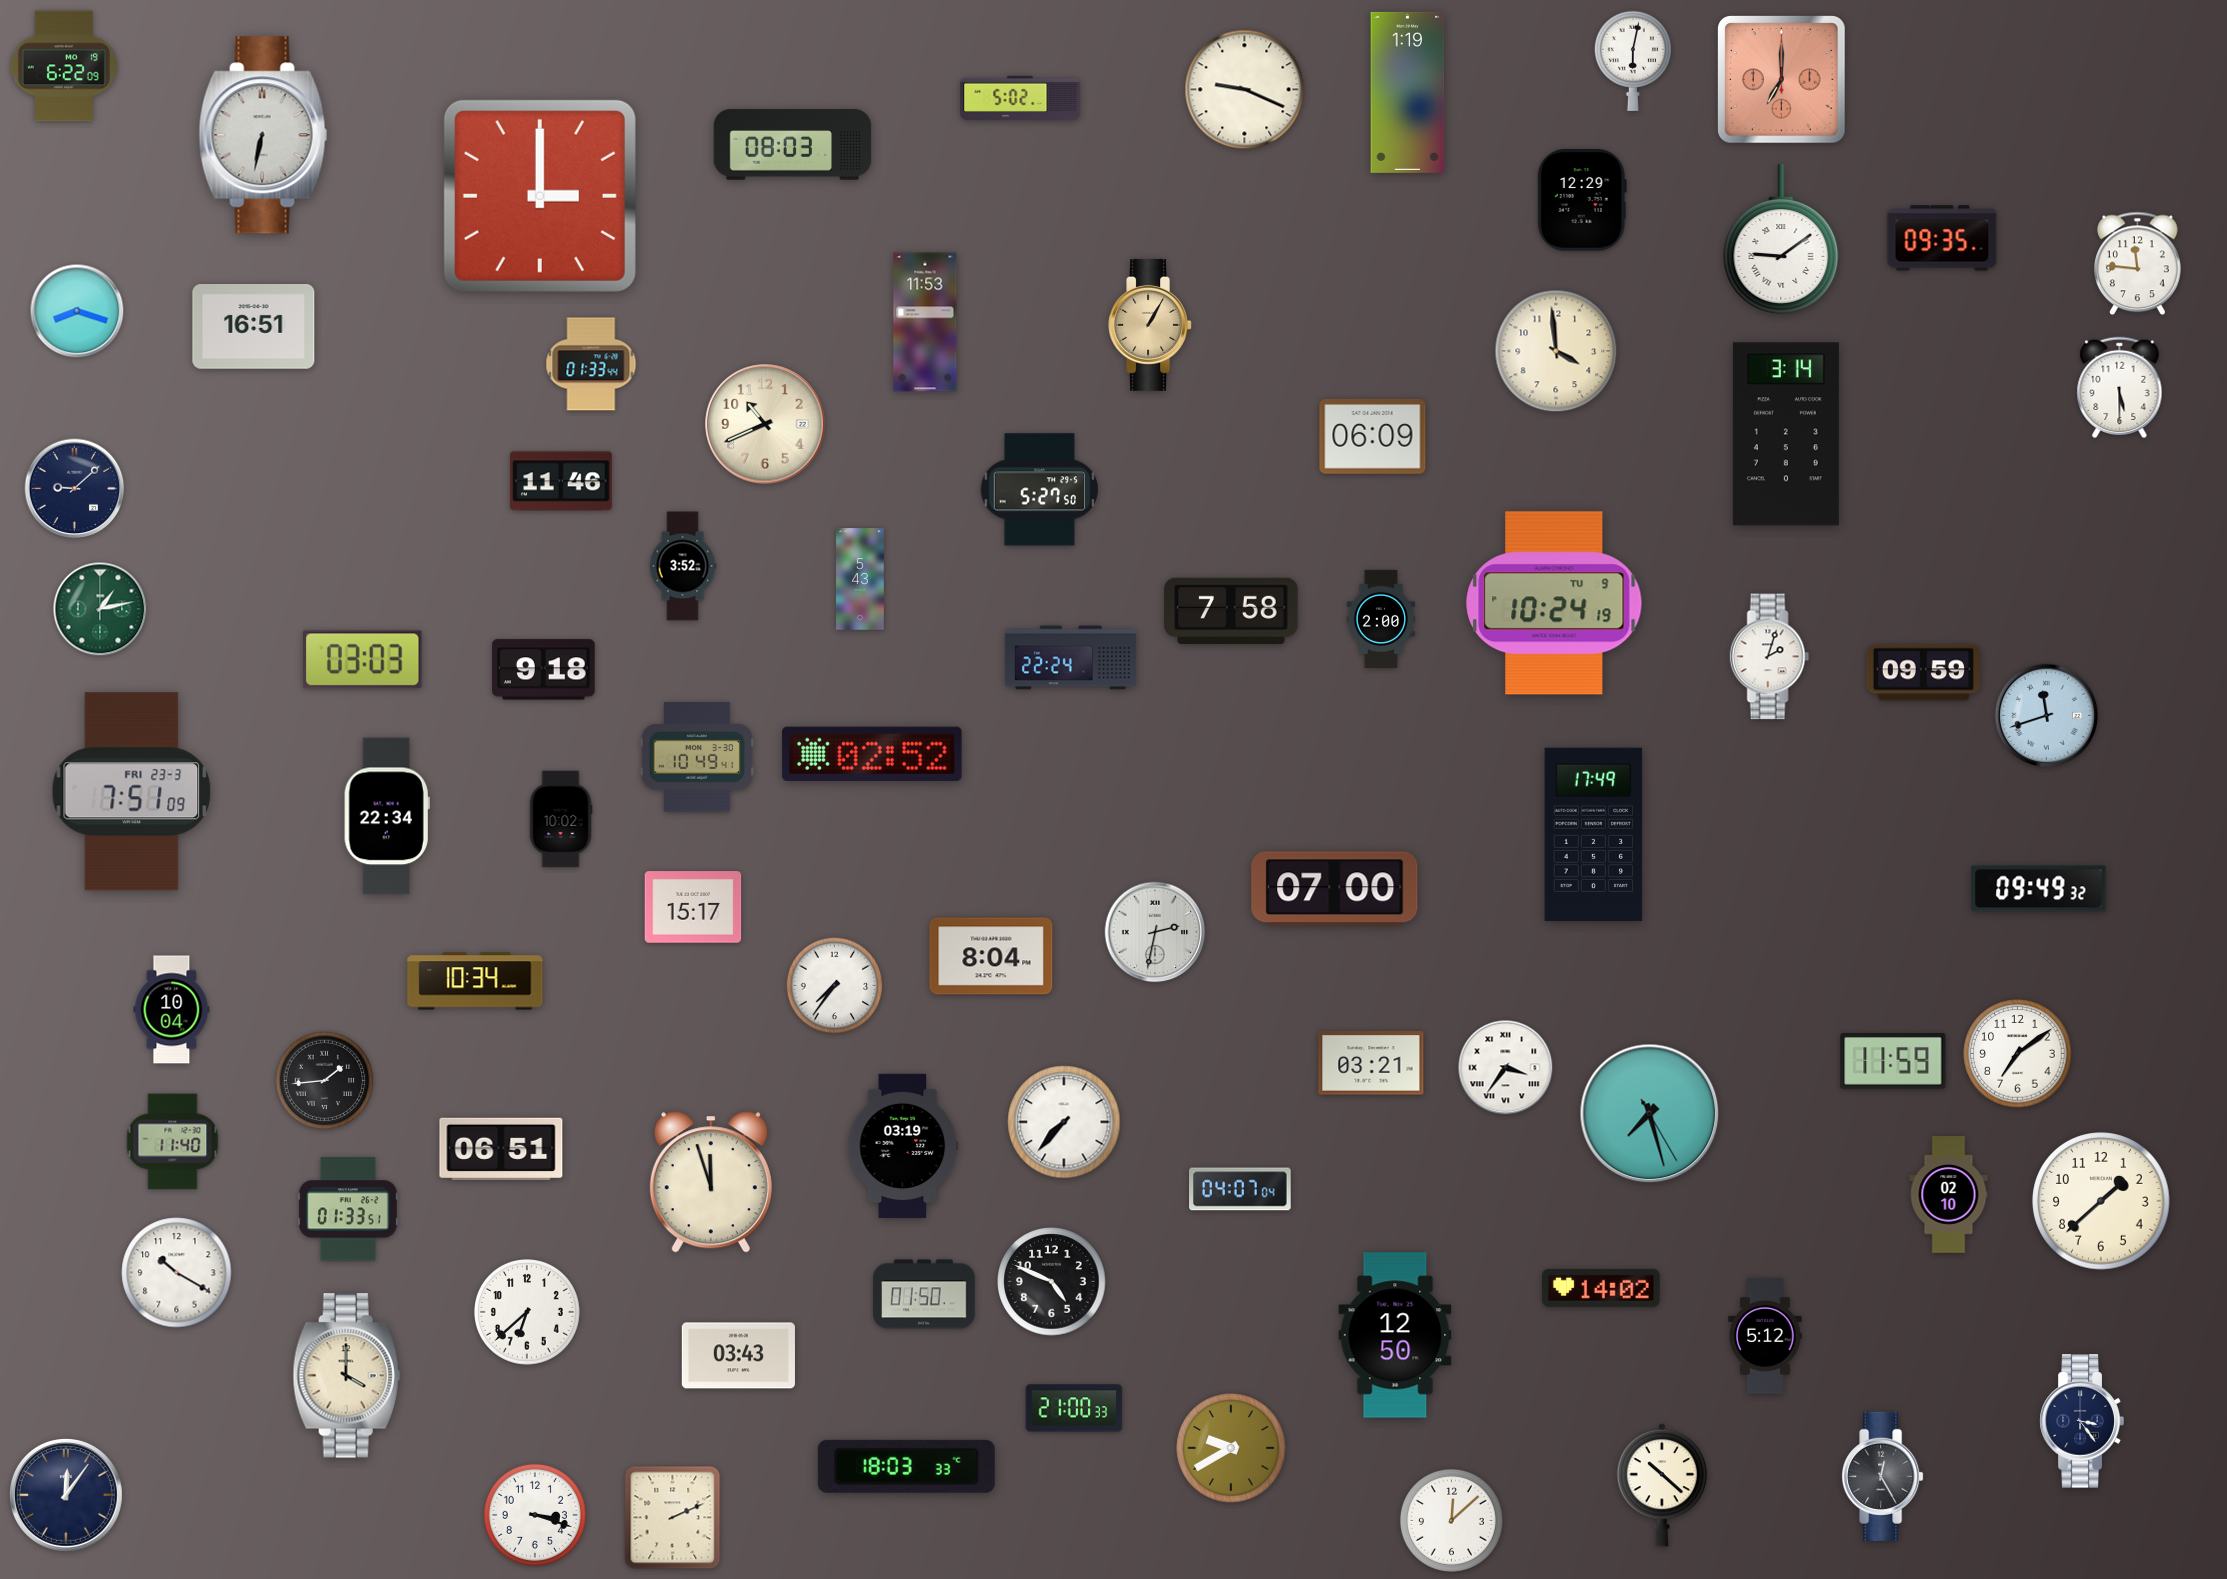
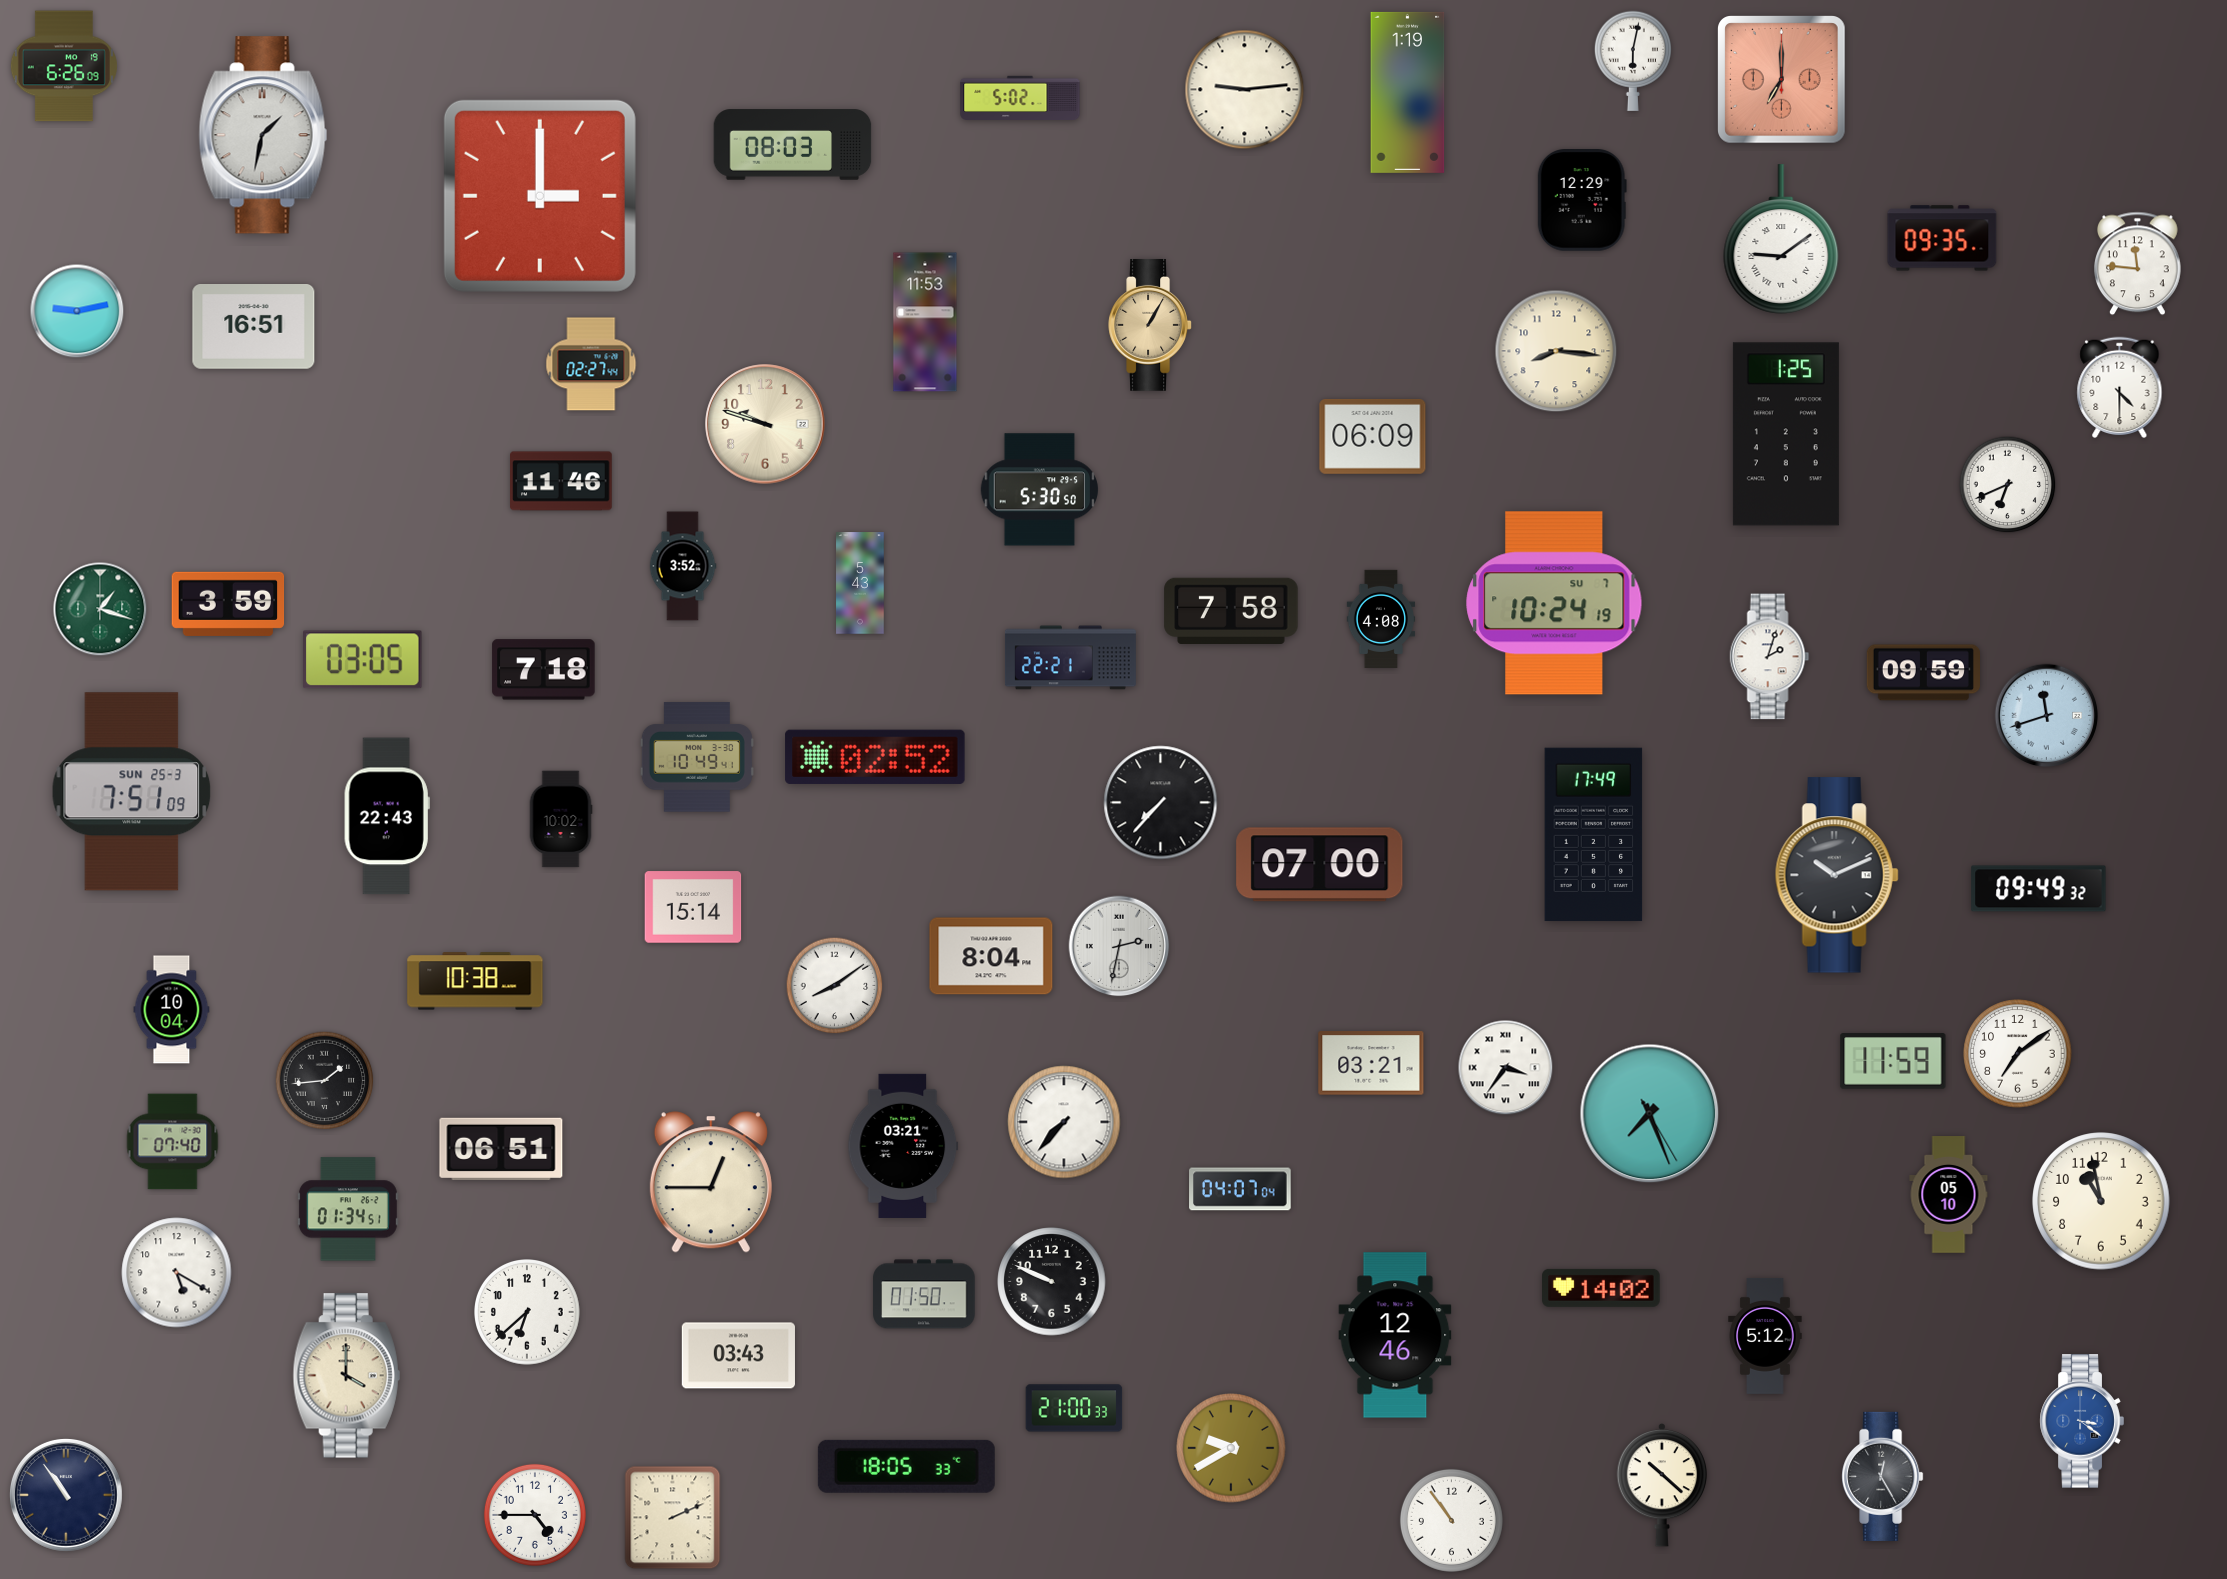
clock at (64, 66): 6:22 -> 6:26
clock at (1245, 90): 9:19 -> 9:14
clock at (263, 135): 6:32 -> 1:32
clock at (77, 311): 8:18 -> 9:13
clock at (1556, 351): 3:59 -> 8:16
clock at (591, 364): 01:33 -> 02:27
clock at (2120, 388): 5:30 -> 4:30
clock at (765, 424): 10:41 -> 9:48
clock at (1786, 434): 3:14 -> 1:25
clock at (2008, 485): none -> 6:41
clock at (75, 489): 9:08 -> none
clock at (1039, 490): 5:27 -> 5:30
clock at (860, 579) position: (860, 579) -> (860, 583)
clock at (1554, 603) date: TU 9 -> SU 7
clock at (228, 604): none -> 3:59
clock at (100, 609): 1:13 -> 1:18
clock at (1381, 618): 2:00 -> 4:08
clock at (1070, 658): 22:24 -> 22:21
clock at (363, 660): 03:03 -> 03:05
clock at (544, 670): 9:18 -> 7:18
clock at (872, 753) position: (872, 753) -> (875, 756)
clock at (132, 792) date: FRI 23-3 -> SUN 25-3
clock at (1161, 803): none -> 7:37
clock at (387, 816): 22:34 -> 22:43
clock at (1837, 875): none -> 10:11
clock at (1335, 889) position: (1335, 889) -> (1320, 865)
clock at (693, 907): 15:17 -> 15:14
clock at (1155, 932) position: (1155, 932) -> (1119, 946)
clock at (475, 981): 10:34 -> 10:38
clock at (835, 986): 7:36 -> 8:09
clock at (1650, 1114): 7:27 -> 7:26
clock at (173, 1142): 11:40 -> 07:40
clock at (903, 1146): 03:19 -> 03:21
clock at (711, 1182): 11:57 -> 12:45
clock at (1949, 1195): 02:10 -> 05:10
clock at (2101, 1201): 1:38 -> 10:58
clock at (348, 1209): 01:33 -> 01:34
clock at (177, 1273): 10:20 -> 5:20
clock at (1052, 1282): 4:49 -> 9:49
clock at (1395, 1335): 12:50 -> 12:46
clock at (2082, 1421): 3:24 -> 3:21
clock at (2082, 1421) dial: navy -> blue
clock at (906, 1466): 18:03 -> 18:05
clock at (66, 1495): 12:06 -> 10:54
clock at (535, 1515): 3:18 -> 4:45
clock at (1451, 1520): 12:08 -> 10:54
